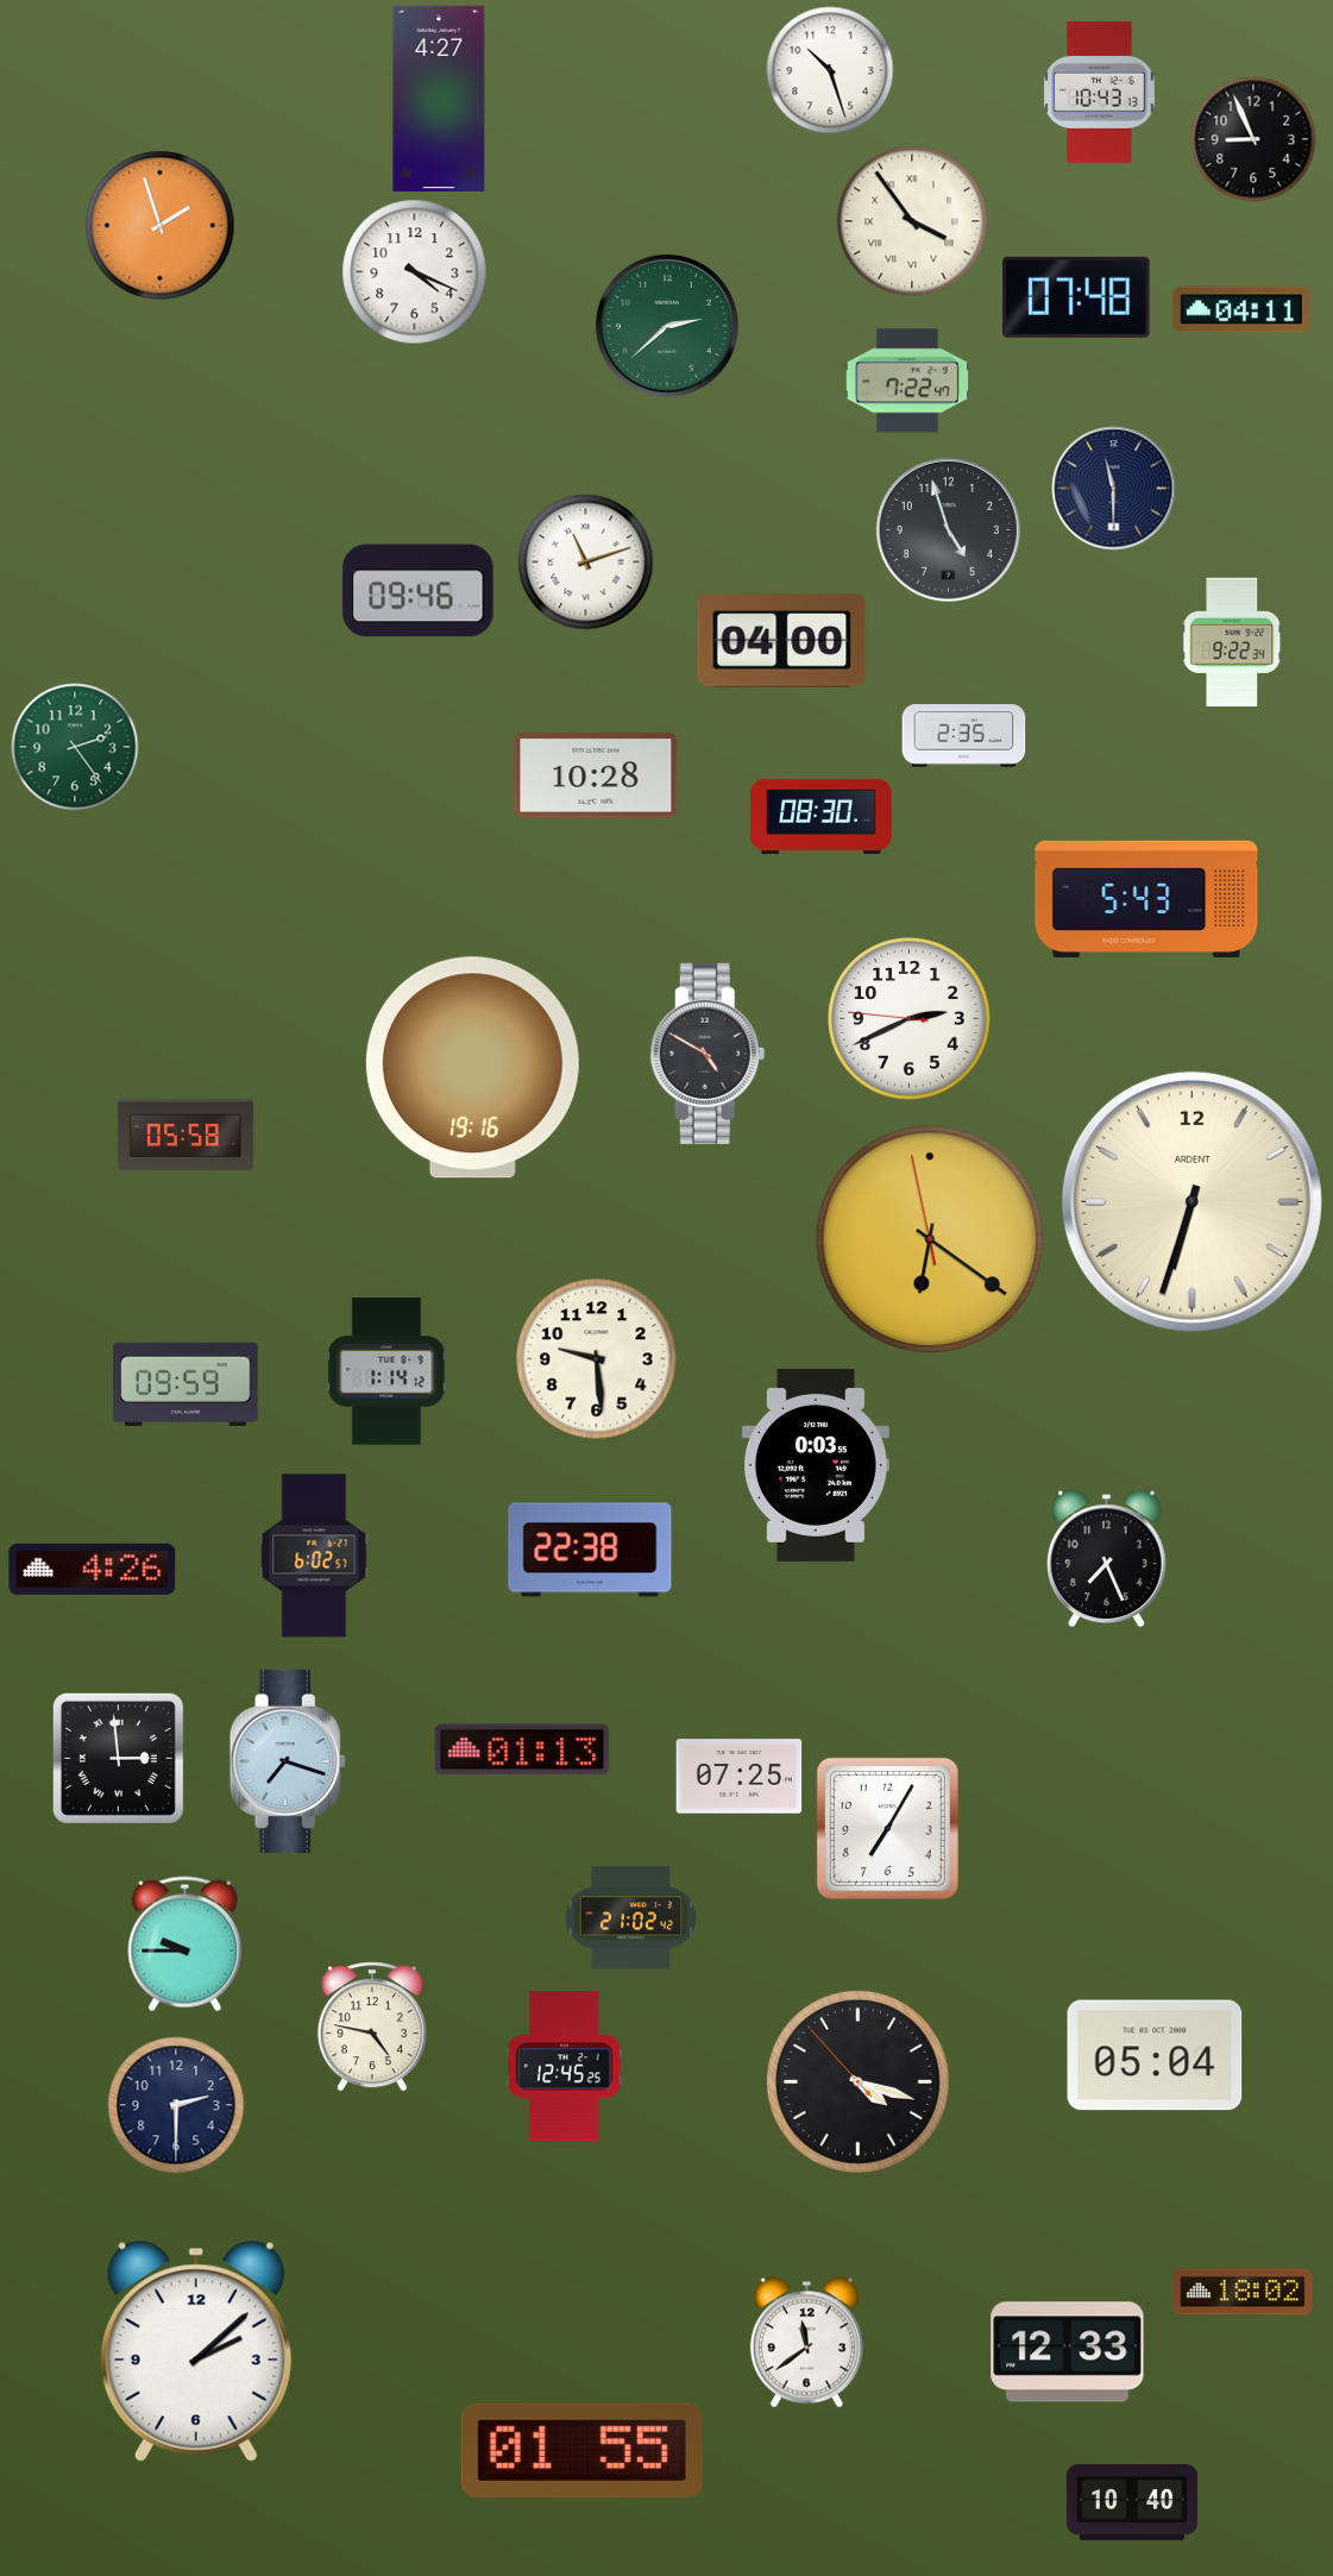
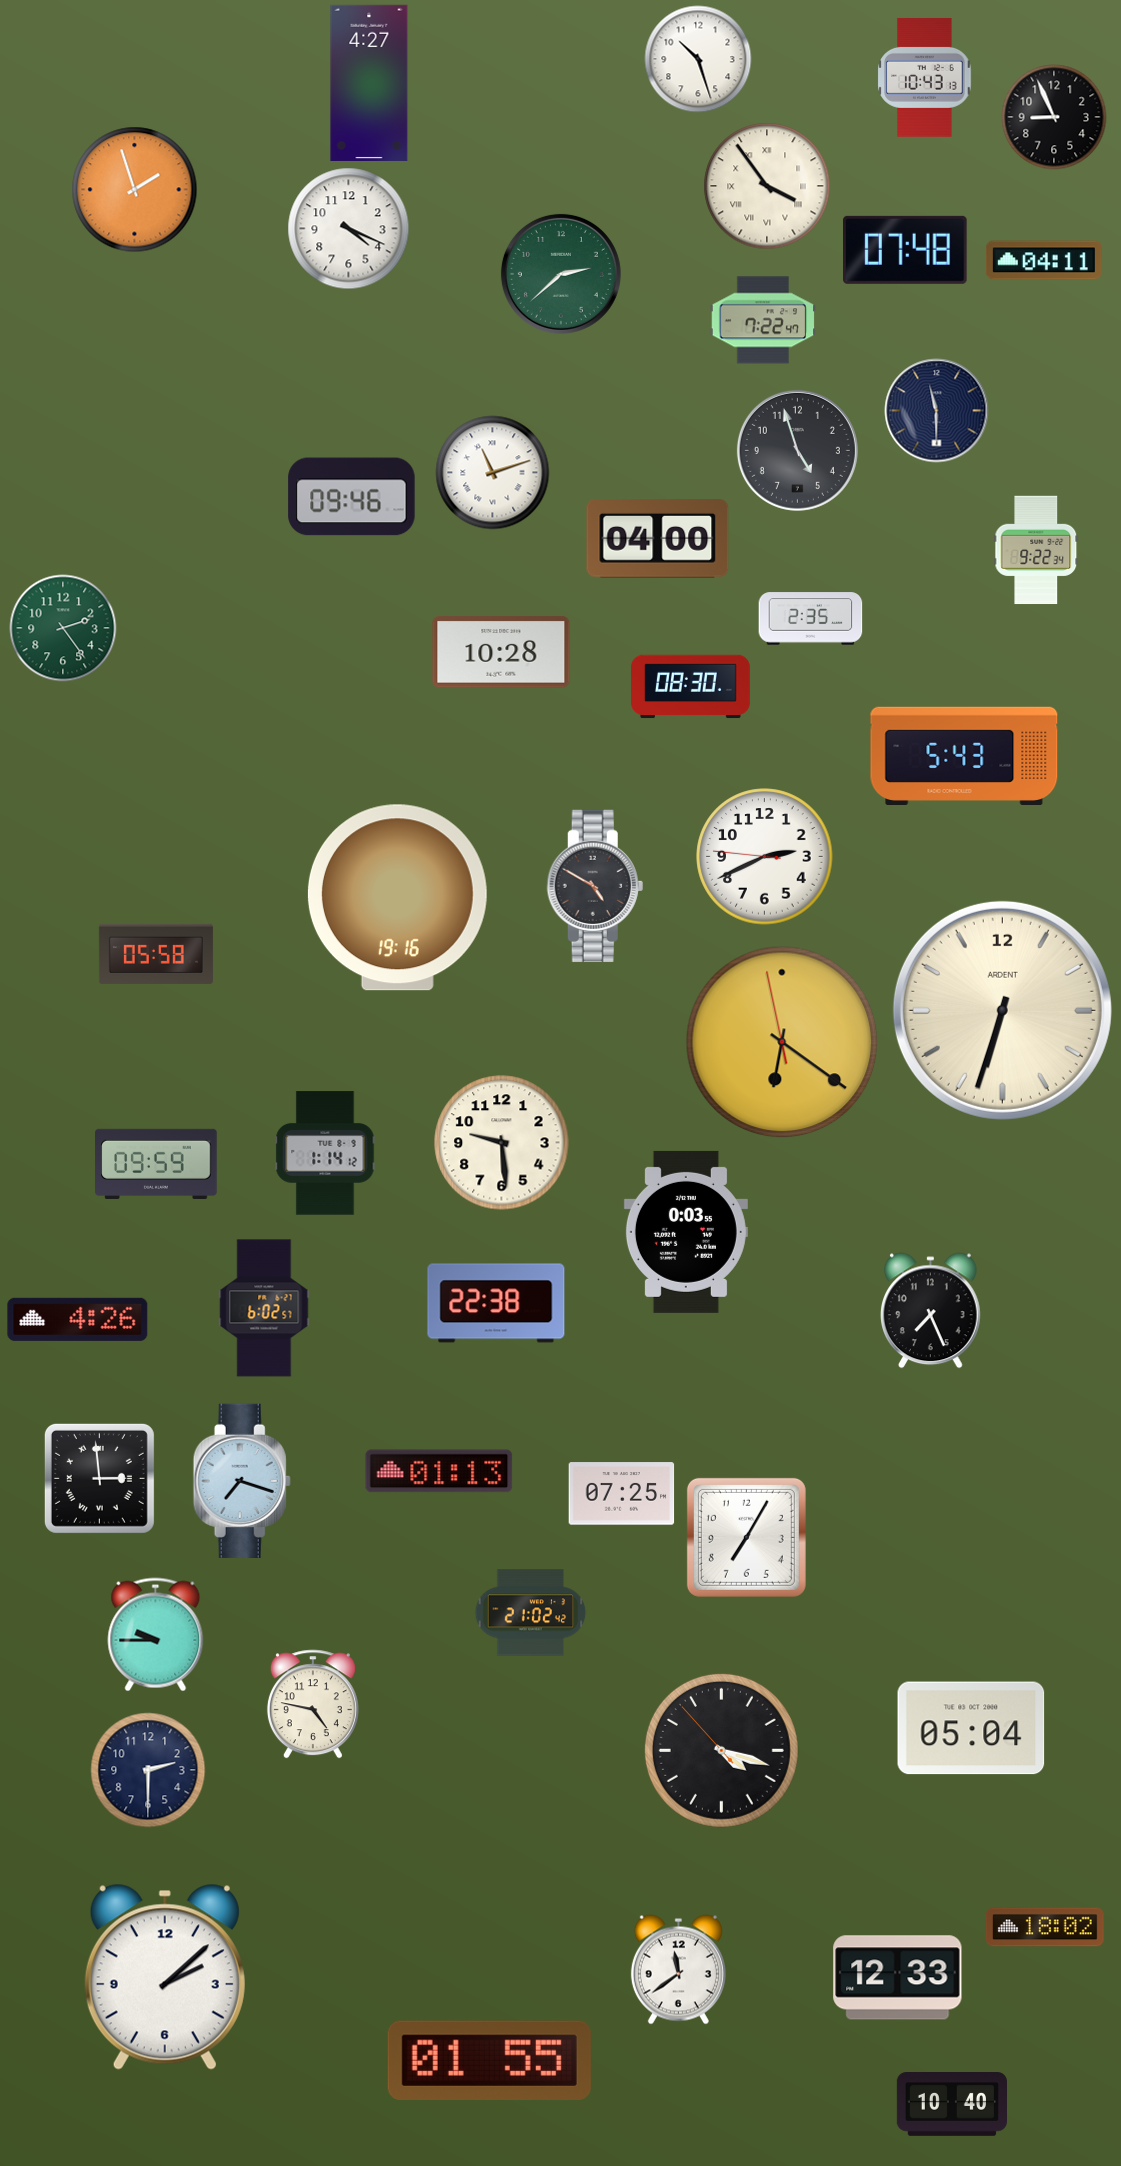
clock at (948, 529) position: (948, 529) -> (797, 450)
clock at (1232, 642) position: (1232, 642) -> (1036, 550)
clock at (565, 2067): 12:45 -> none
